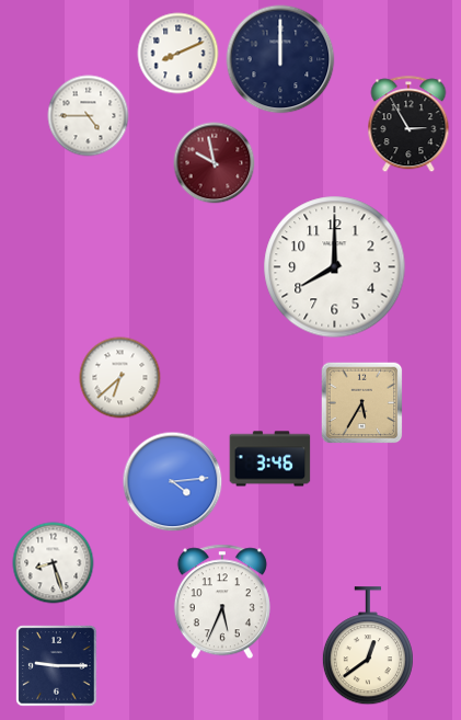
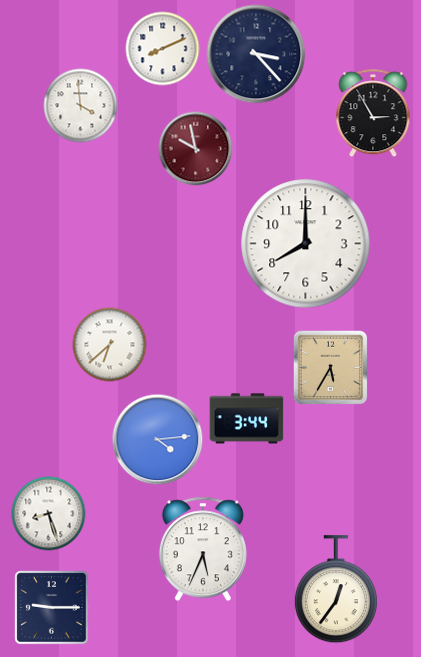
clock at (280, 59): 12:00 -> 3:23
clock at (89, 116): 4:45 -> 3:59
clock at (270, 459): 3:46 -> 3:44
clock at (368, 647): 12:39 -> 12:36
